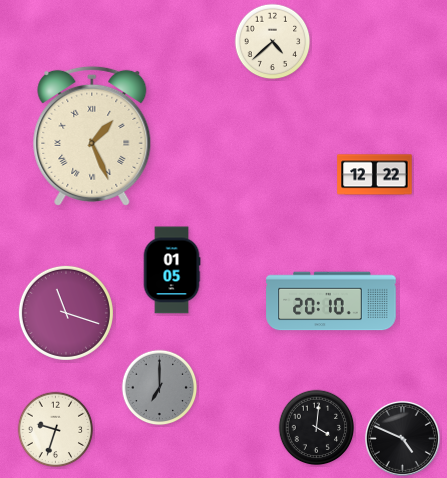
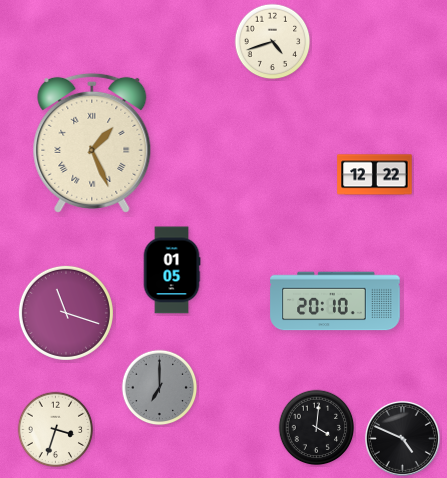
clock at (273, 42): 4:38 -> 4:42
clock at (92, 136) position: (92, 136) -> (92, 143)
clock at (331, 301) position: (331, 301) -> (335, 301)
clock at (56, 430): 9:33 -> 3:33
